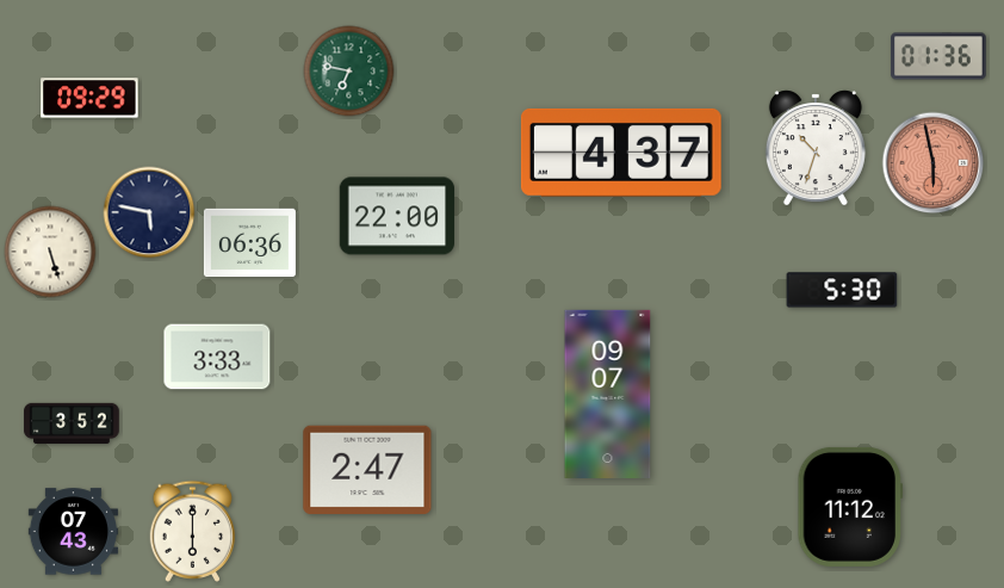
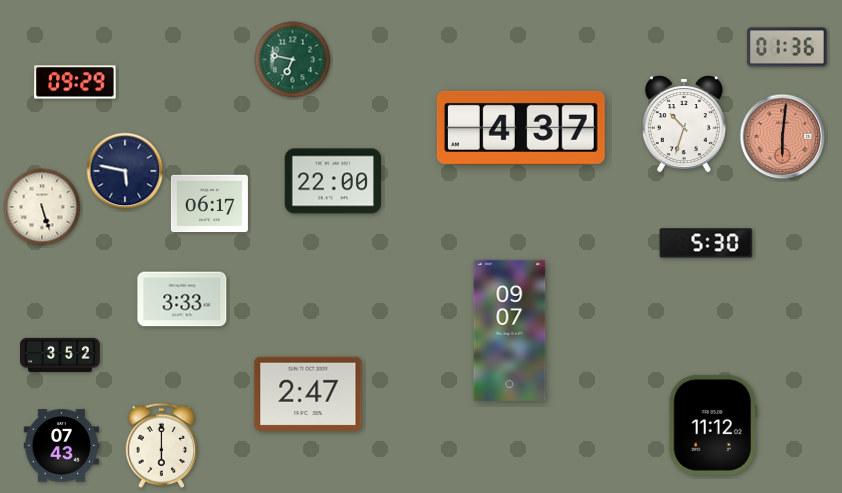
clock at (934, 163): 5:58 -> 6:01
clock at (149, 212) position: (149, 212) -> (125, 171)
clock at (249, 243): 06:36 -> 06:17
clock at (50, 252) position: (50, 252) -> (42, 207)
